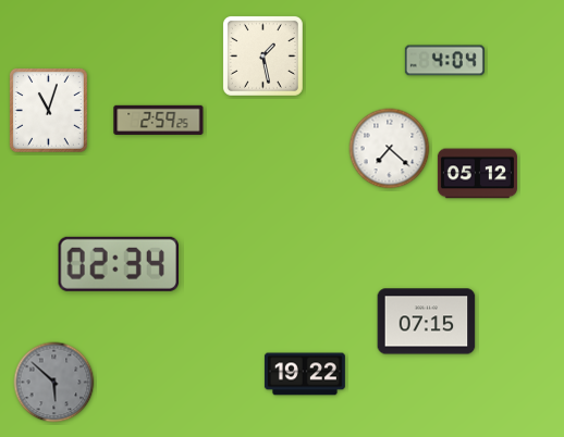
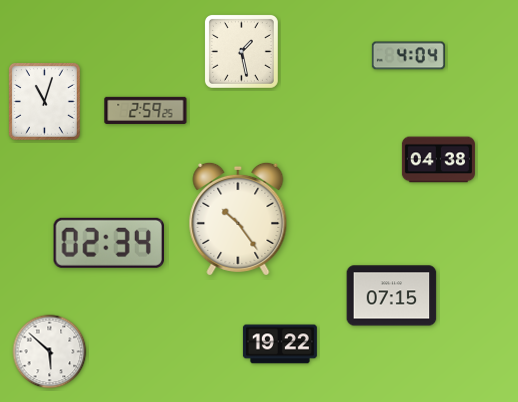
clock at (390, 149): 7:22 -> none
clock at (477, 174): 05:12 -> 04:38
clock at (238, 219): none -> 10:24
clock at (54, 383) dial: grey -> white
